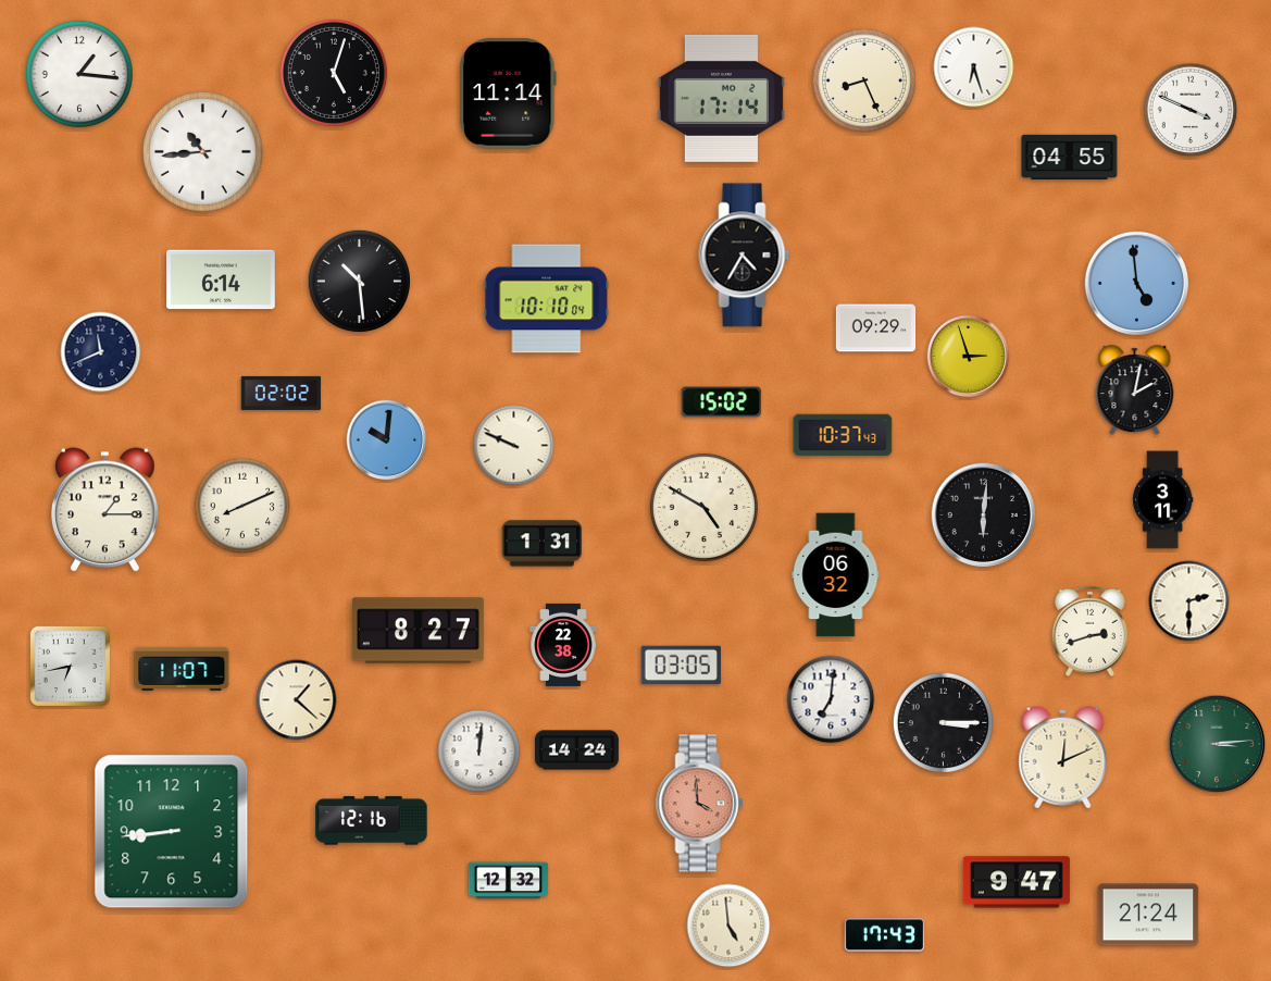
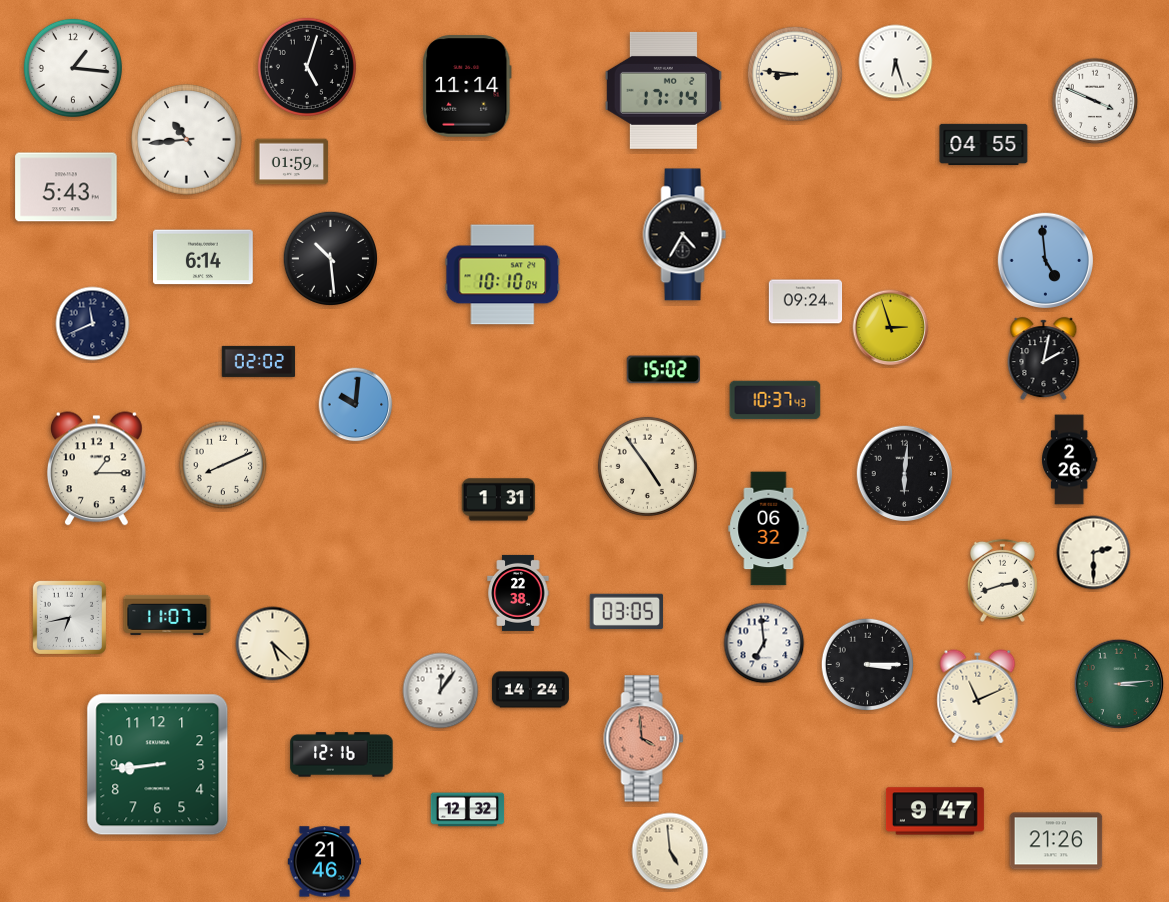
clock at (864, 80): 8:26 -> 8:46
clock at (292, 162): none -> 01:59
clock at (66, 187): none -> 5:43
clock at (876, 328): 09:29 -> 09:24
clock at (514, 446): 9:49 -> none
clock at (1162, 500): 3:11 -> 2:26
clock at (703, 507): 4:50 -> 4:54
clock at (418, 631): 8:27 -> none
clock at (70, 666) position: (70, 666) -> (69, 617)
clock at (831, 699): 7:01 -> 6:59
clock at (297, 700): 1:22 -> 5:22
clock at (479, 752): 12:01 -> 12:06
clock at (1063, 758): 12:11 -> 11:11
clock at (1148, 915): 21:24 -> 21:26
clock at (885, 935): 17:43 -> none
clock at (325, 862): none -> 21:46
